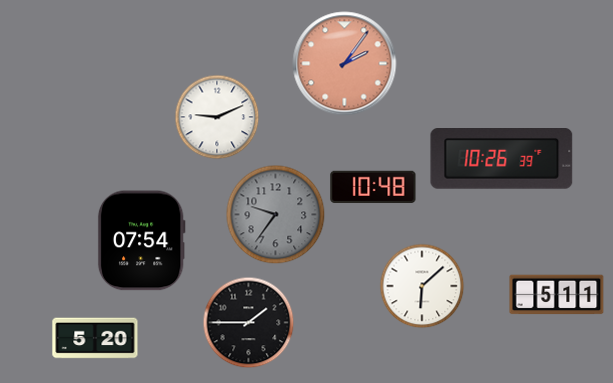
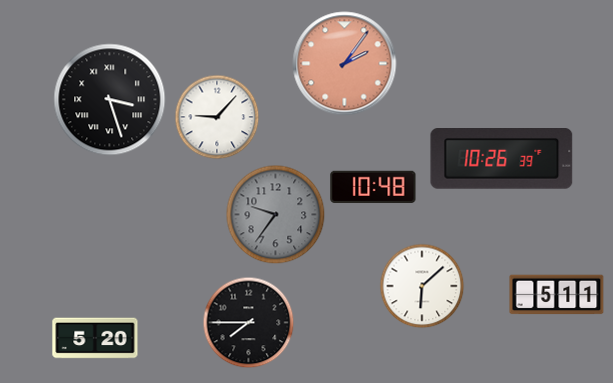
clock at (110, 100): none -> 3:27
clock at (217, 117): 9:11 -> 9:07
clock at (141, 241): 07:54 -> none
clock at (248, 322): 1:45 -> 7:45
